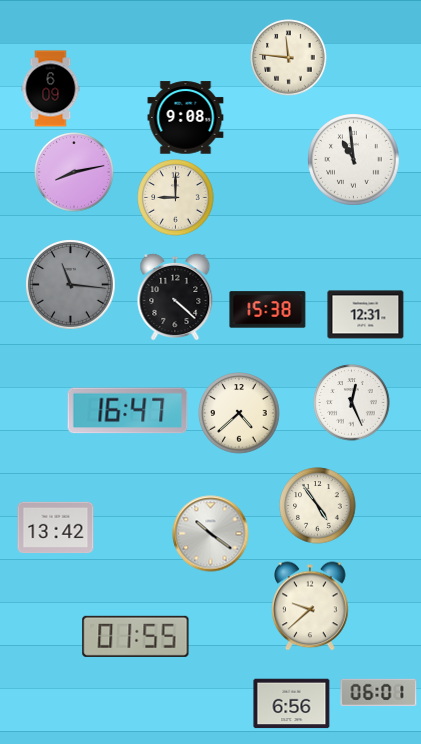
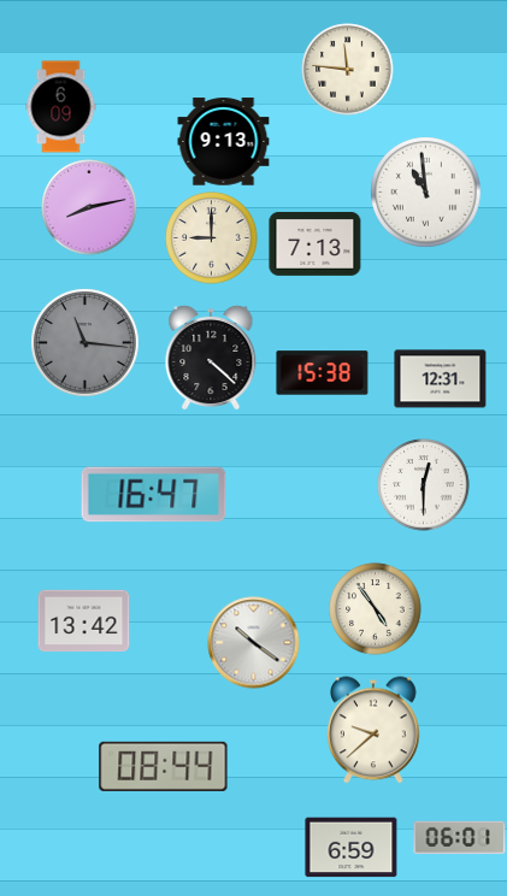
clock at (186, 118): 9:08 -> 9:13
clock at (316, 243): none -> 7:13
clock at (352, 403): 12:26 -> 12:30
clock at (239, 413): 4:38 -> none
clock at (318, 506) position: (318, 506) -> (376, 609)
clock at (56, 528) position: (56, 528) -> (84, 621)
clock at (136, 636): 01:55 -> 08:44
clock at (379, 692) position: (379, 692) -> (460, 837)
clock at (292, 704): 6:56 -> 6:59
